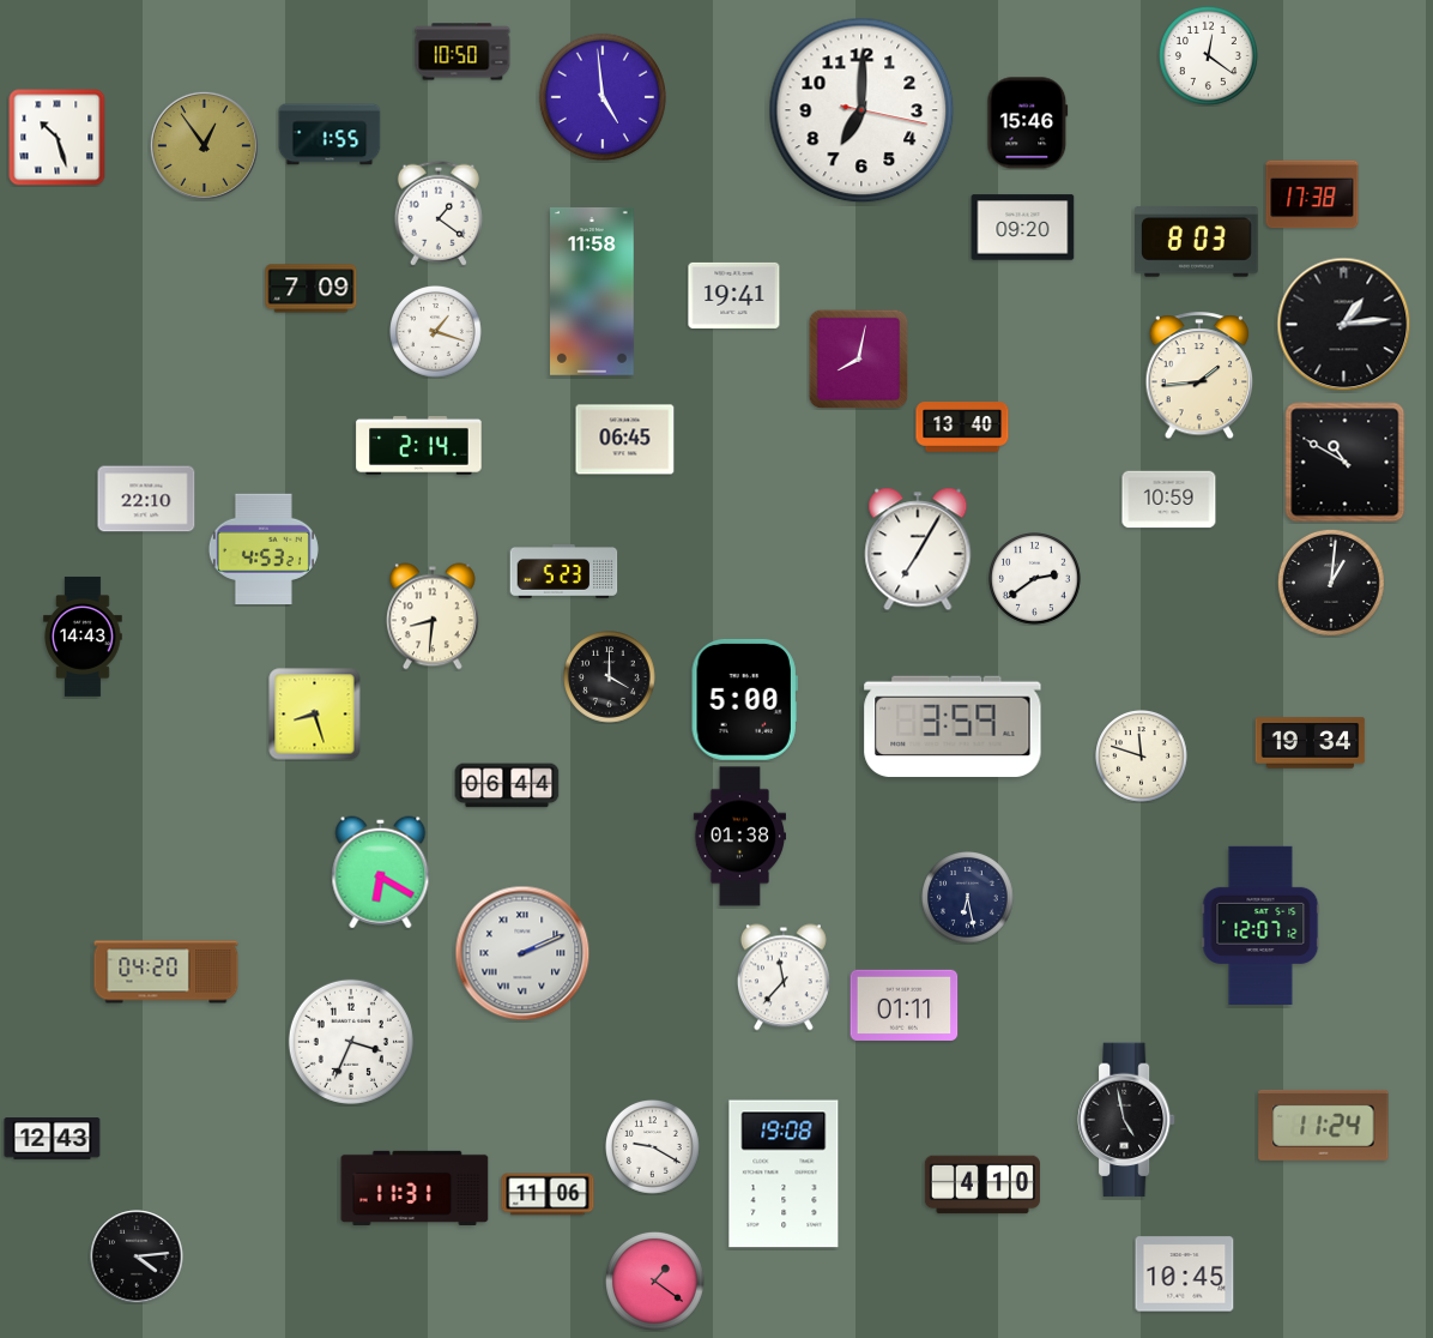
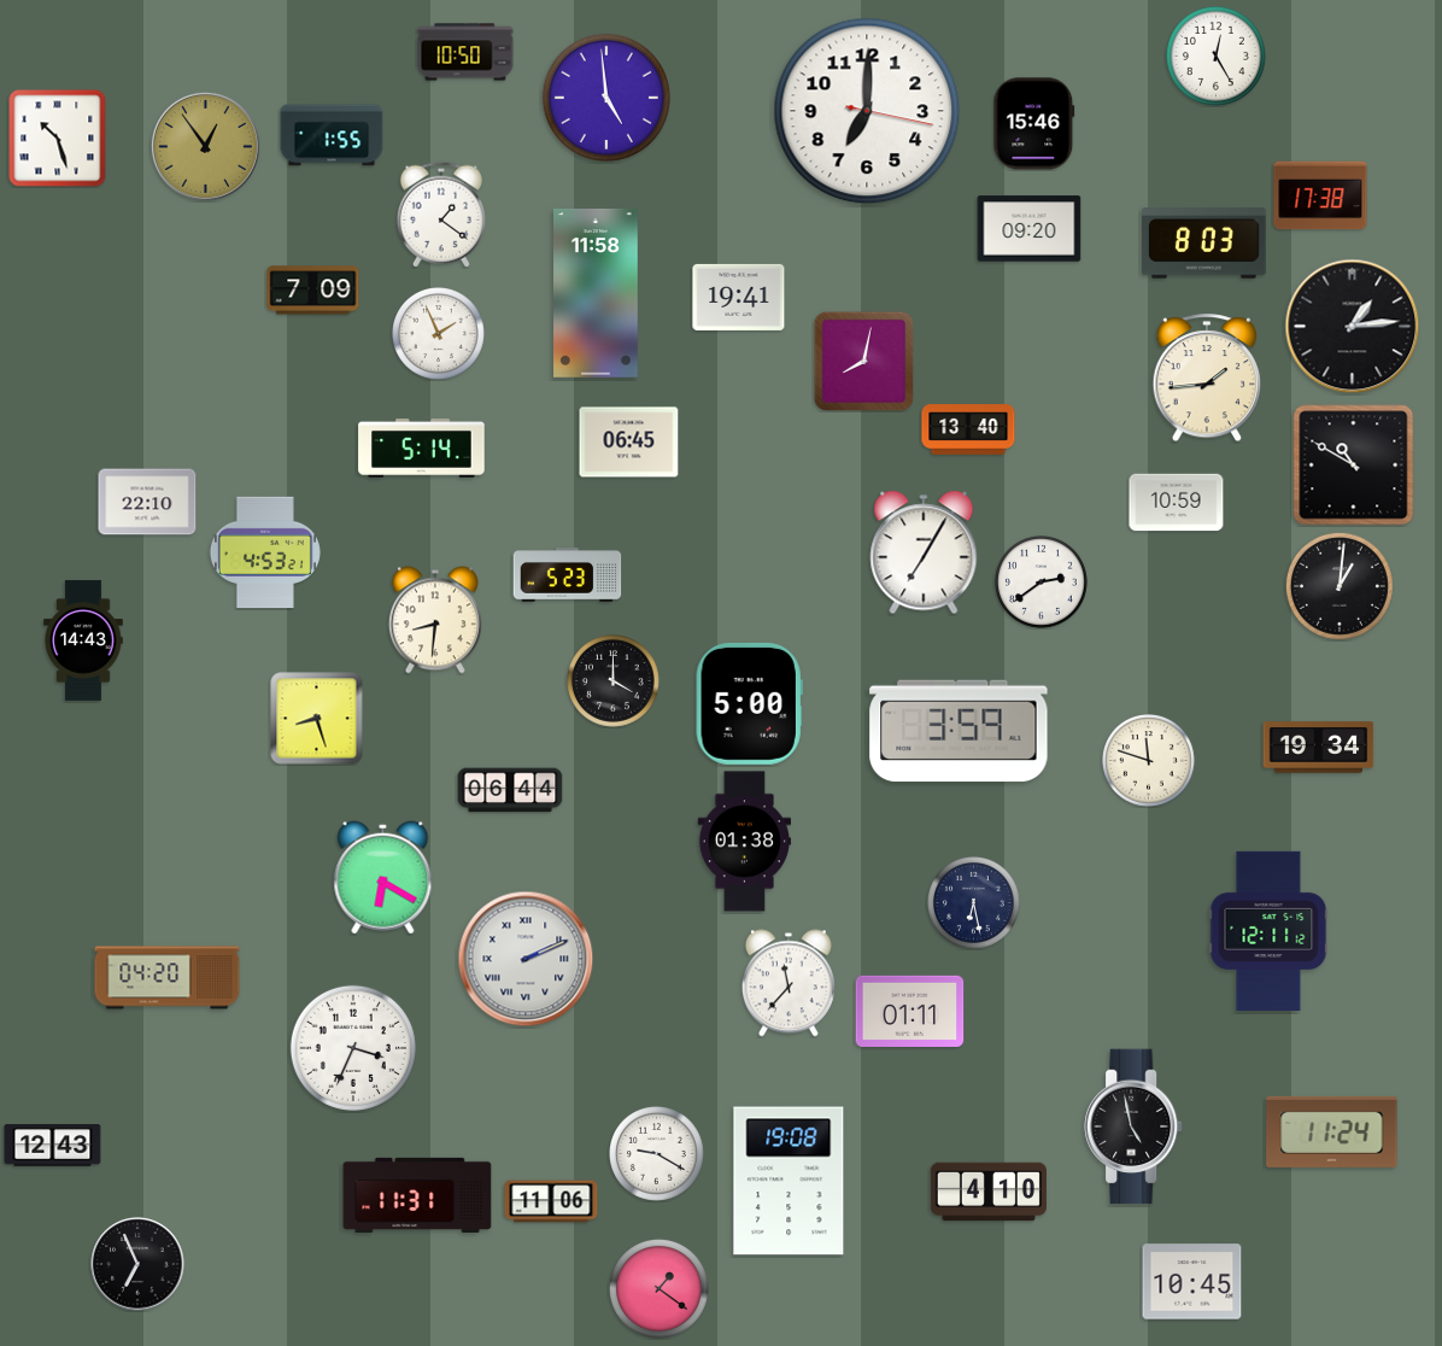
clock at (1208, 55): 12:21 -> 12:25
clock at (436, 332): 1:18 -> 1:56
clock at (419, 446): 2:14 -> 5:14
clock at (1260, 924): 12:07 -> 12:11
clock at (137, 1256): 4:14 -> 6:56
